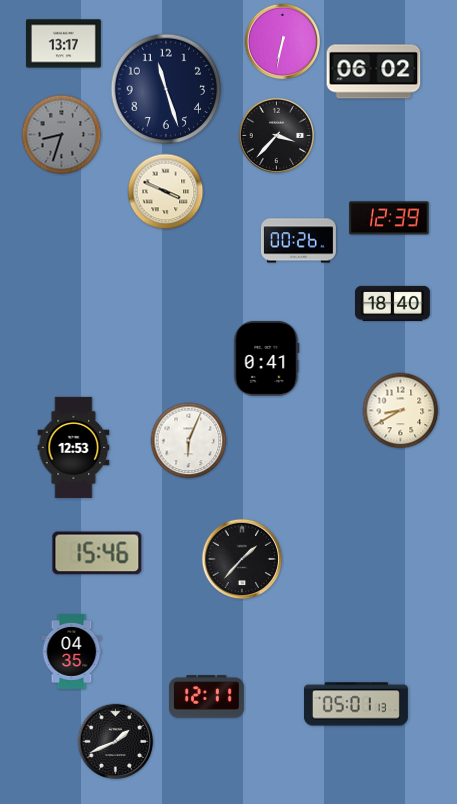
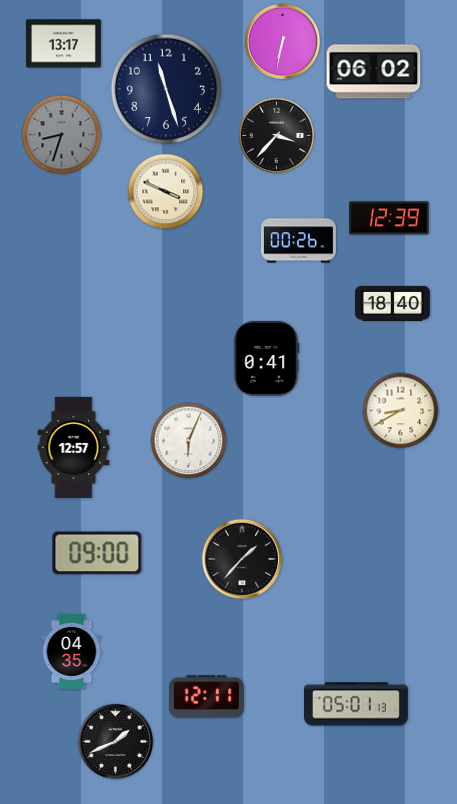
clock at (74, 447): 12:53 -> 12:57
clock at (97, 553): 15:46 -> 09:00
